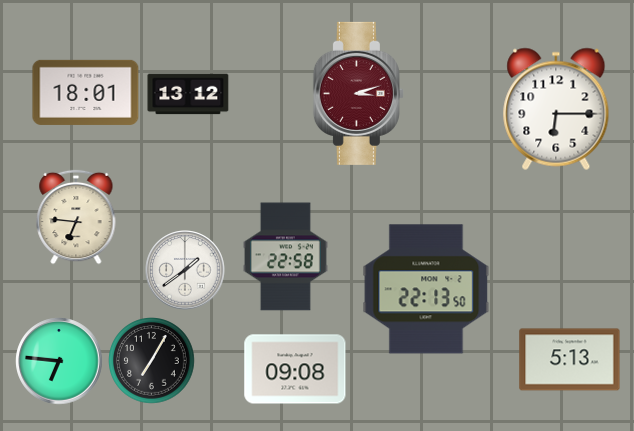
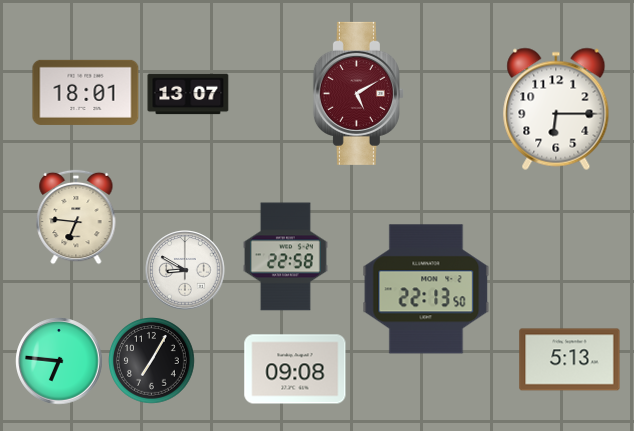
clock at (358, 93): 3:12 -> 5:10
clock at (188, 94): 13:12 -> 13:07
clock at (185, 270): 1:39 -> 8:50
